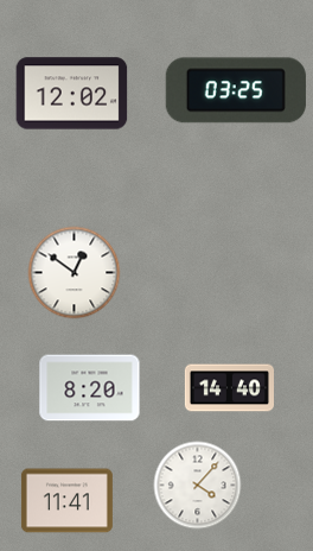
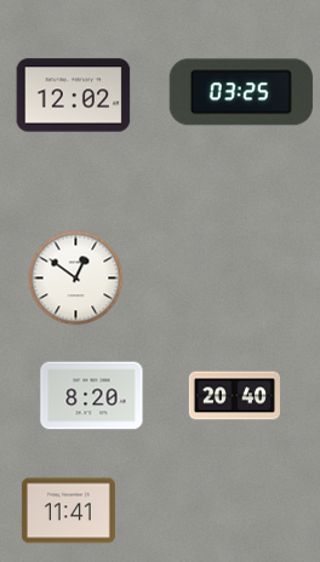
clock at (229, 388): 14:40 -> 20:40
clock at (198, 486): 4:07 -> none
